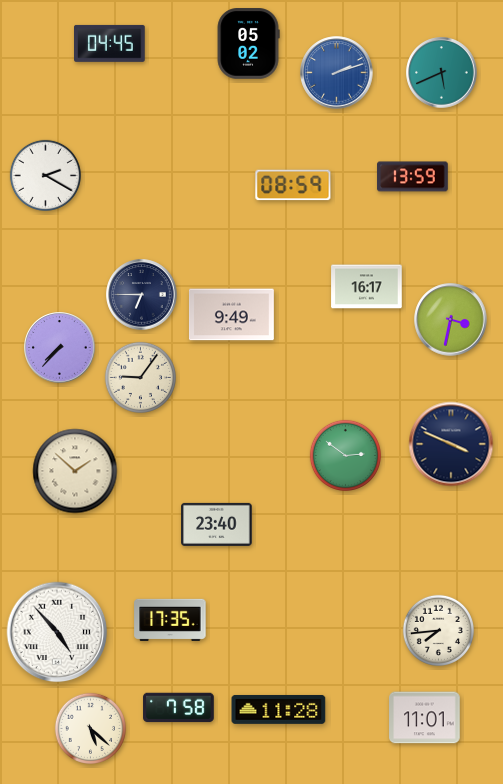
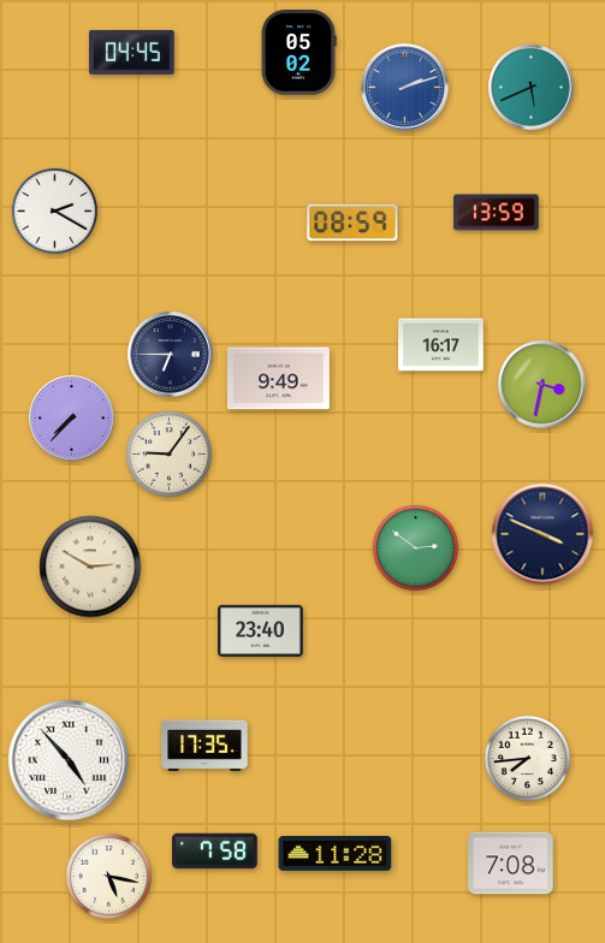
clock at (75, 471): 1:52 -> 2:50
clock at (425, 718): 11:01 -> 7:08
clock at (90, 728): 5:22 -> 5:17
